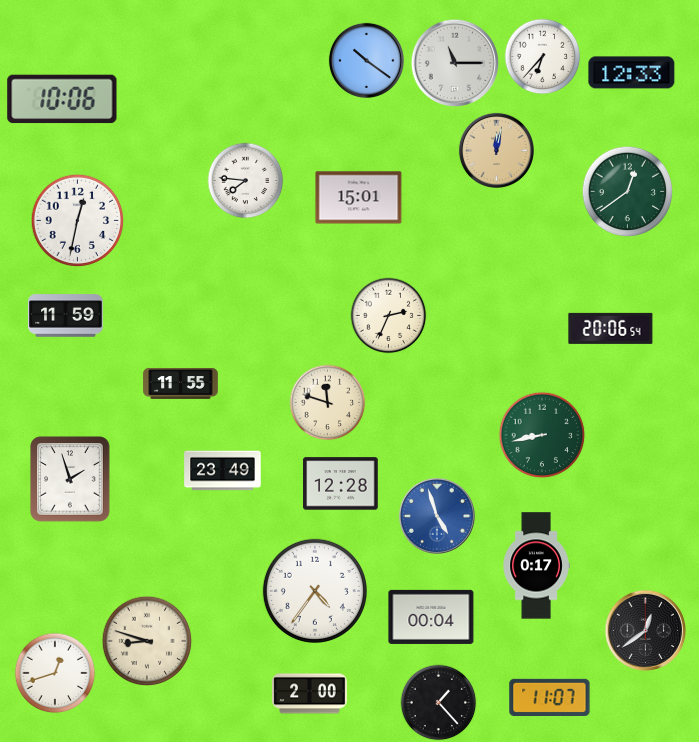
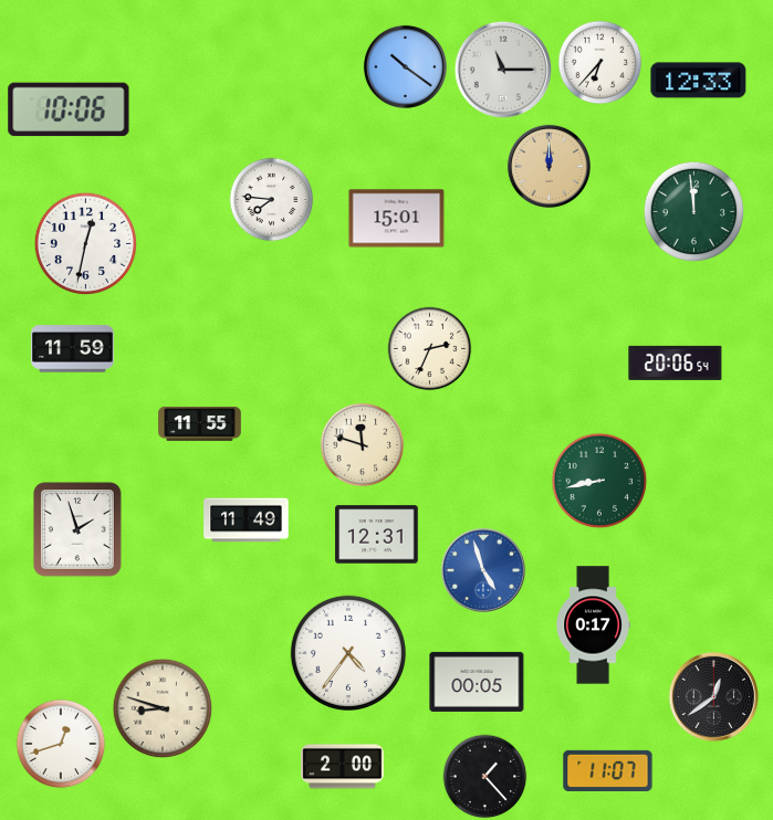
clock at (496, 150): 12:02 -> 12:00
clock at (628, 192): 12:39 -> 11:59
clock at (223, 471): 23:49 -> 11:49
clock at (341, 484): 12:28 -> 12:31
clock at (431, 617): 00:04 -> 00:05
